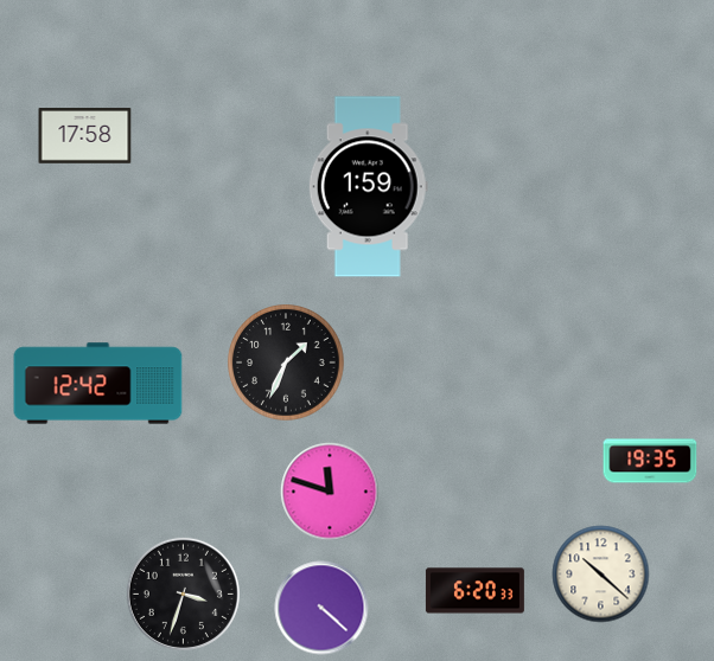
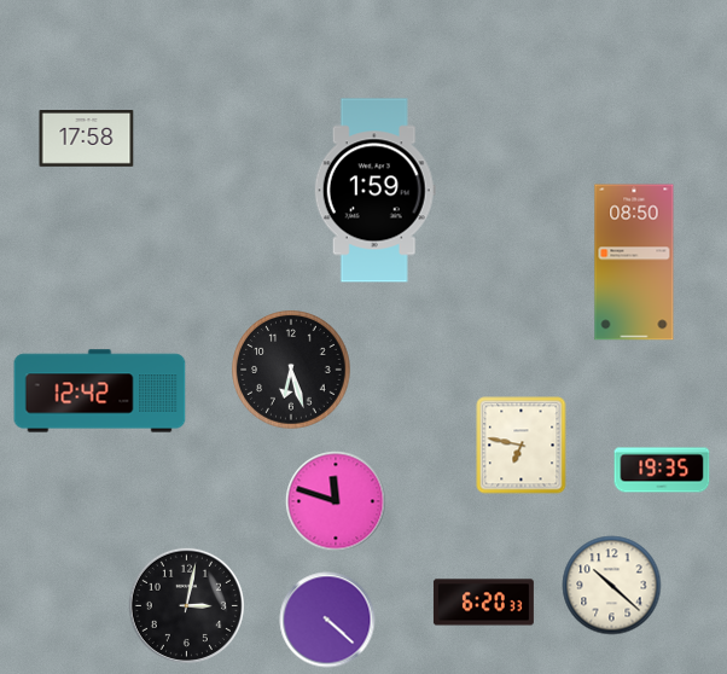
clock at (634, 262): none -> 08:50
clock at (286, 362): 1:34 -> 6:27
clock at (522, 446): none -> 6:47
clock at (183, 593): 3:33 -> 3:02
